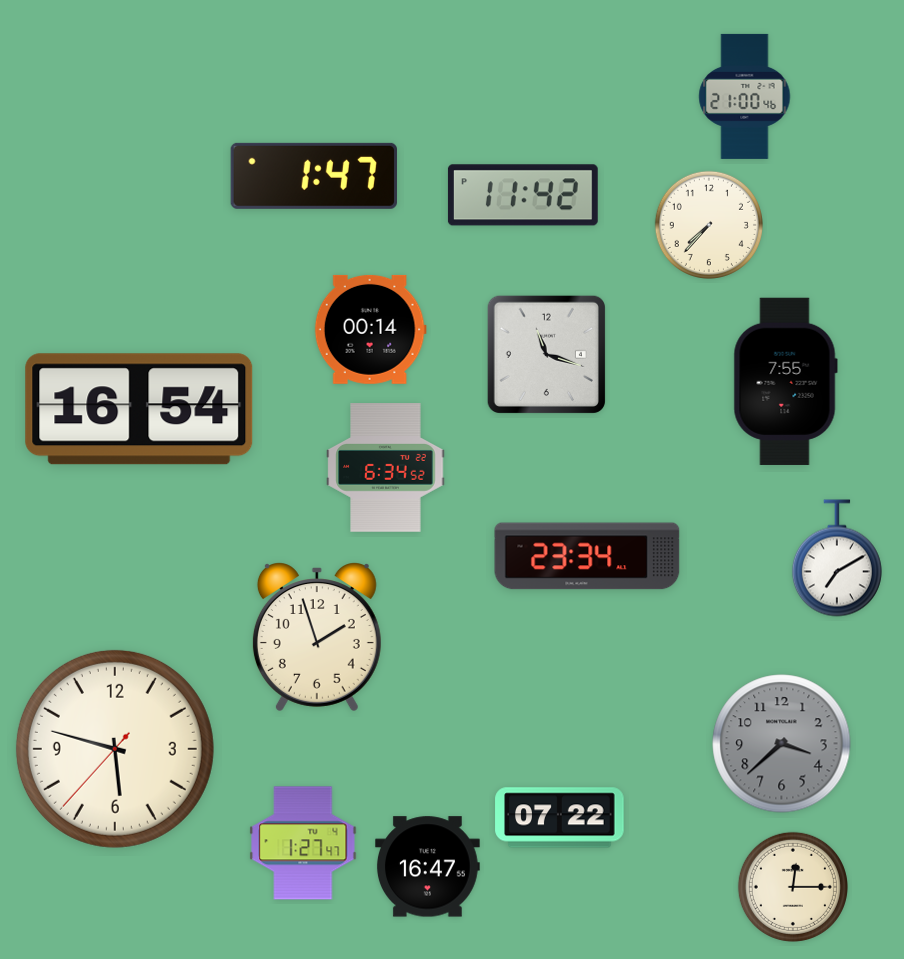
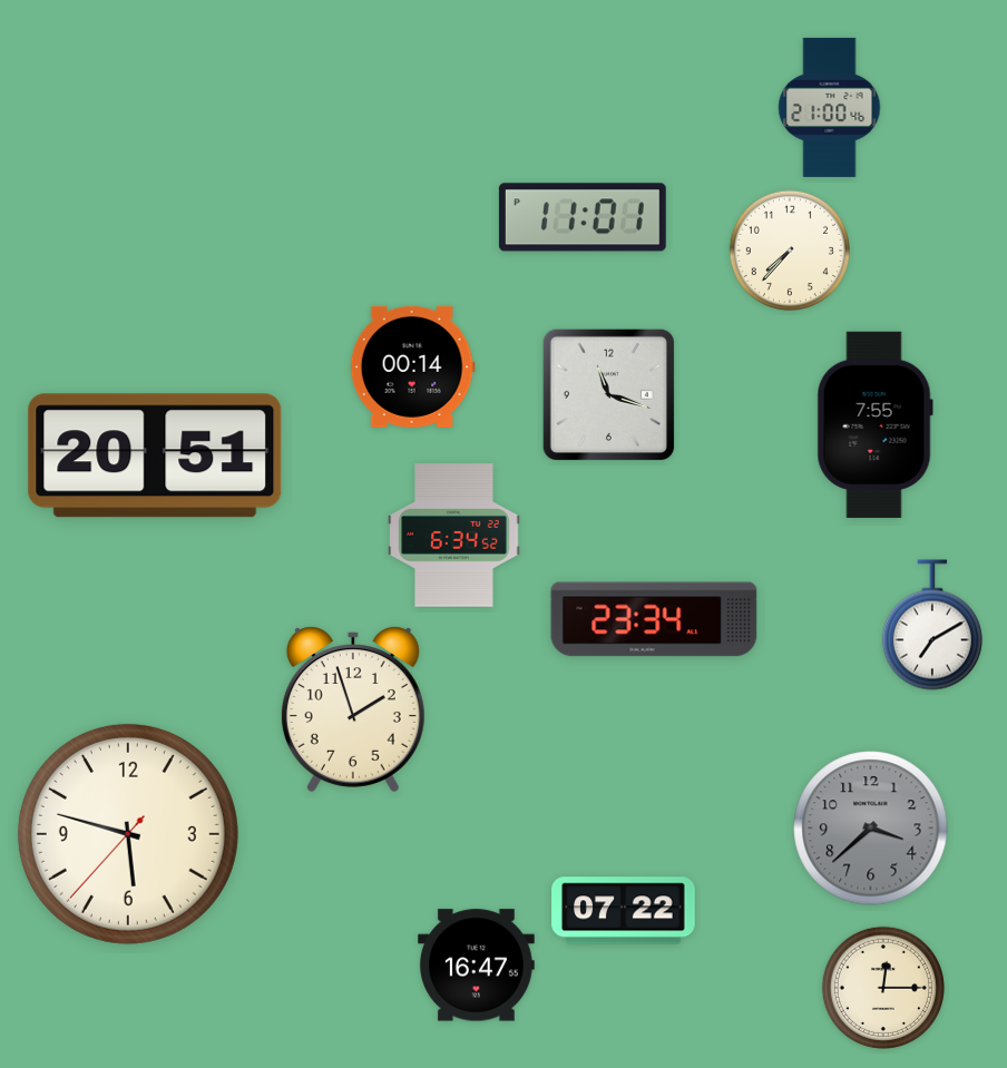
clock at (314, 176): 1:47 -> none
clock at (523, 195): 11:42 -> 11:01
clock at (139, 409): 16:54 -> 20:51
clock at (386, 468) position: (386, 468) -> (454, 536)
clock at (837, 558) position: (837, 558) -> (932, 625)
clock at (303, 843): 1:27 -> none
